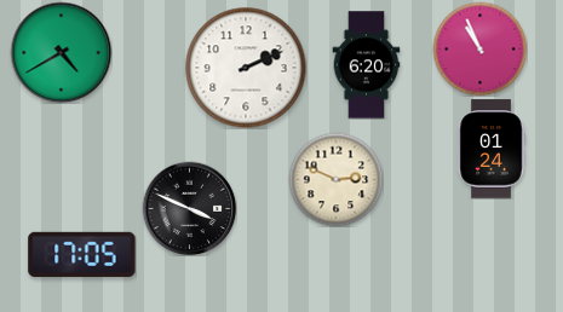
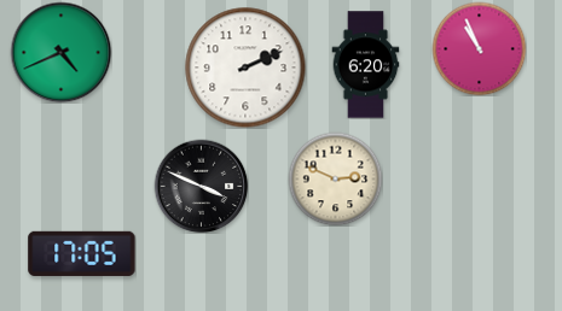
clock at (61, 52): 4:40 -> 4:41
clock at (492, 149): 01:24 -> none
clock at (189, 208) position: (189, 208) -> (201, 186)
